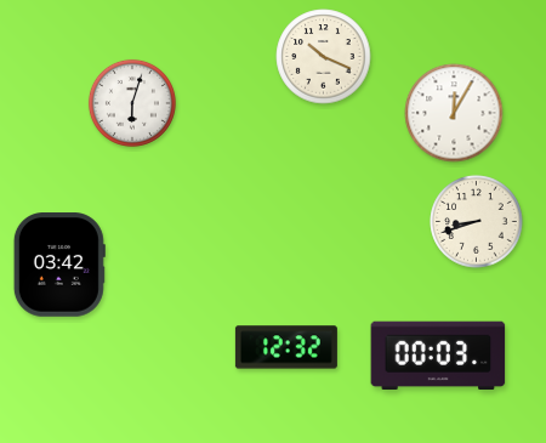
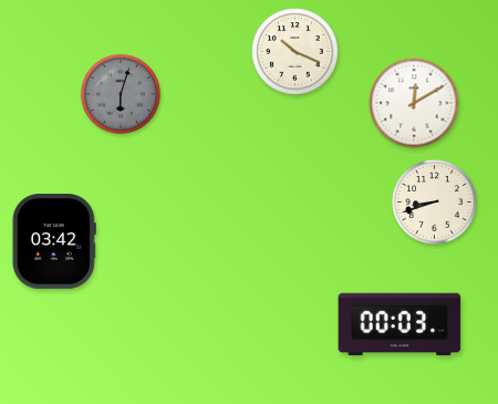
clock at (132, 103) dial: white -> grey
clock at (454, 113): 12:05 -> 12:10
clock at (286, 347): 12:32 -> none
